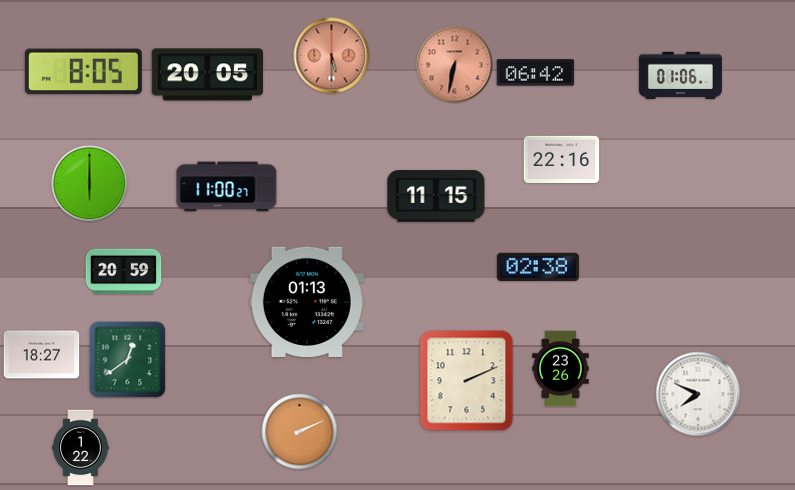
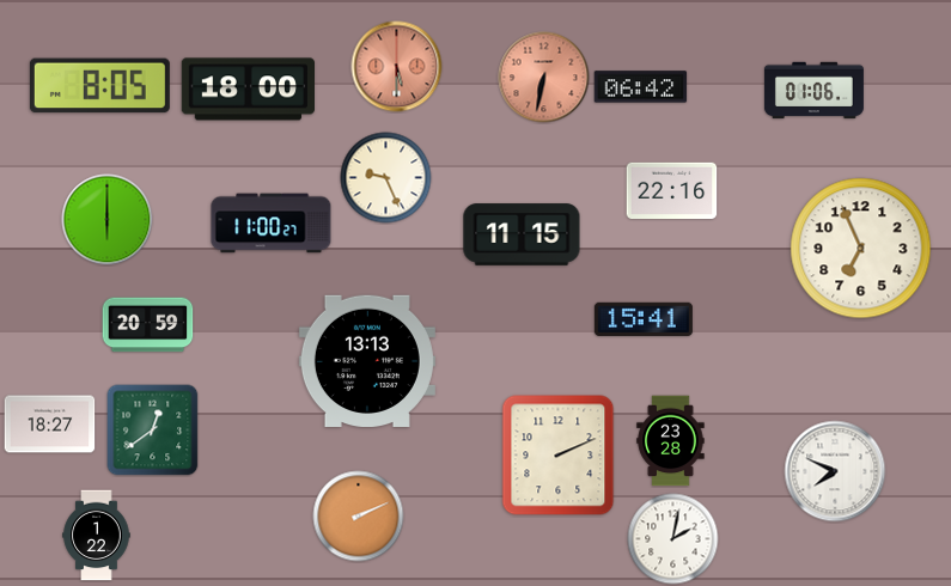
clock at (208, 75): 20:05 -> 18:00
clock at (386, 178): none -> 9:26
clock at (861, 249): none -> 6:56
clock at (538, 267): 02:38 -> 15:41
clock at (307, 301): 01:13 -> 13:13
clock at (561, 369): 23:26 -> 23:28
clock at (673, 539): none -> 2:02
